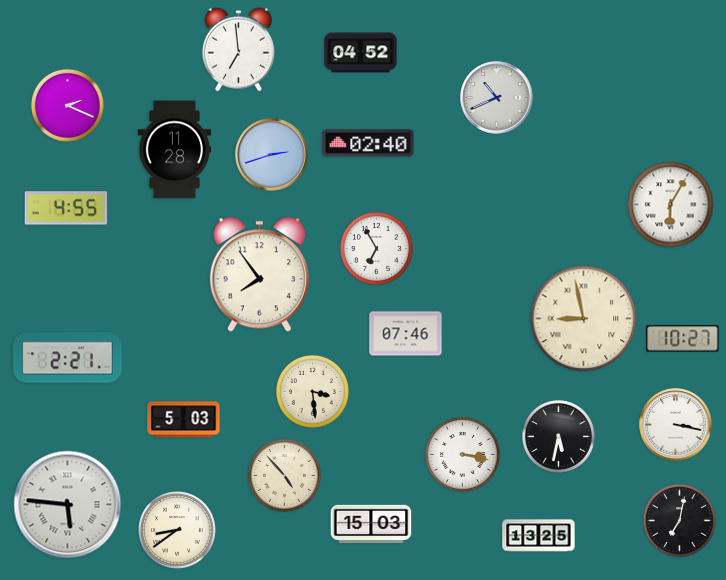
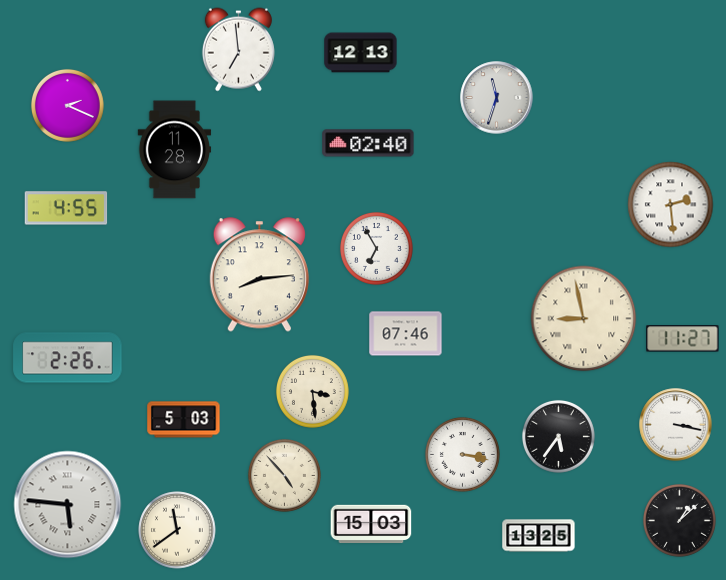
clock at (361, 53): 04:52 -> 12:13
clock at (497, 98): 10:41 -> 11:33
clock at (272, 155): 2:42 -> none
clock at (671, 205): 6:05 -> 2:29
clock at (259, 275): 7:54 -> 8:14
clock at (683, 339): 10:27 -> 11:27
clock at (68, 358): 2:21 -> 2:26
clock at (558, 436): 5:32 -> 5:36
clock at (679, 520): 7:02 -> 1:08
clock at (177, 530): 8:39 -> 11:39
